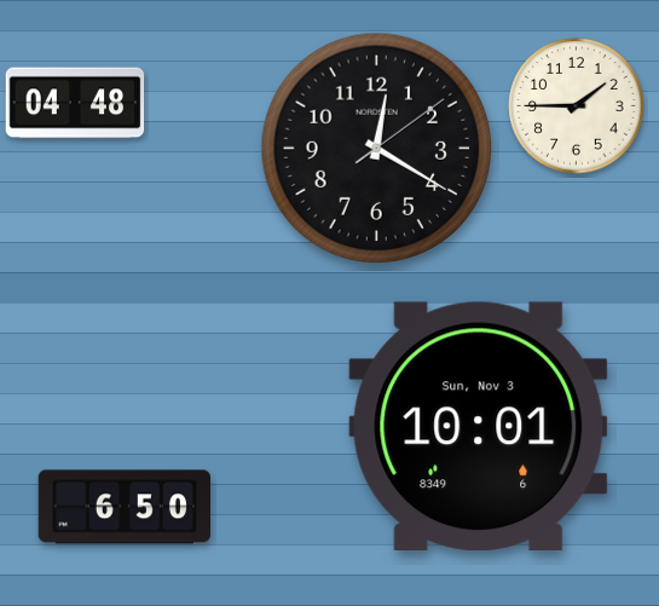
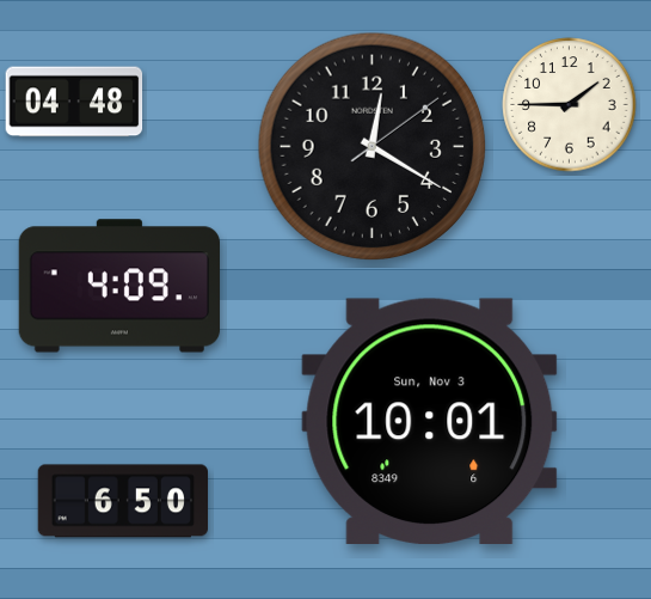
clock at (118, 286): none -> 4:09
clock at (479, 426) position: (479, 426) -> (430, 421)
